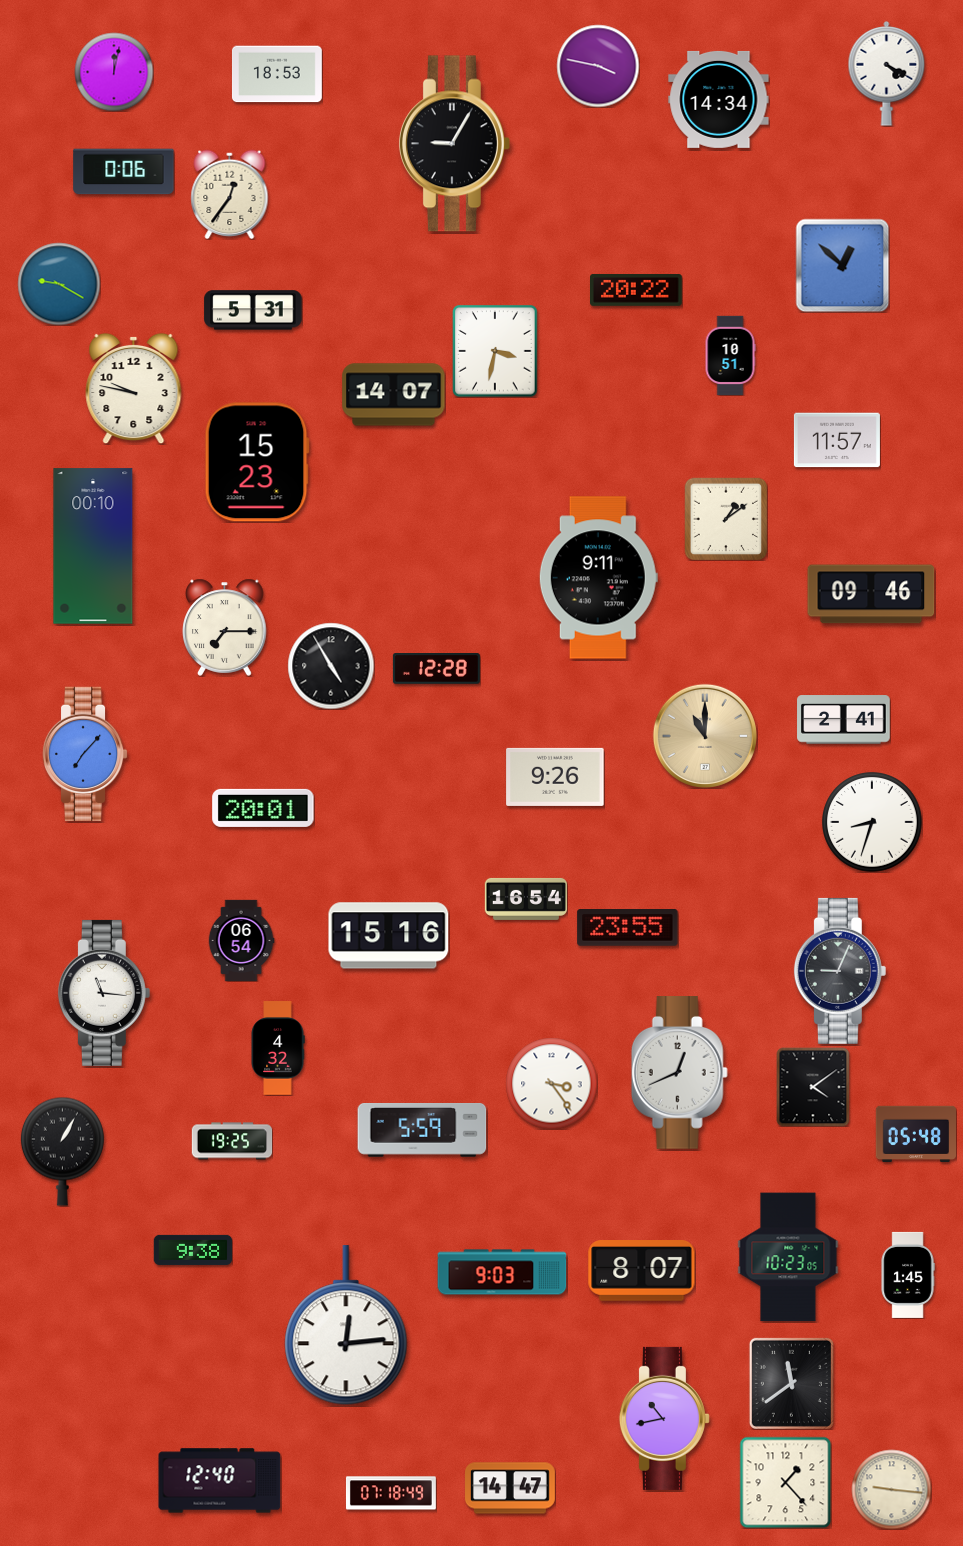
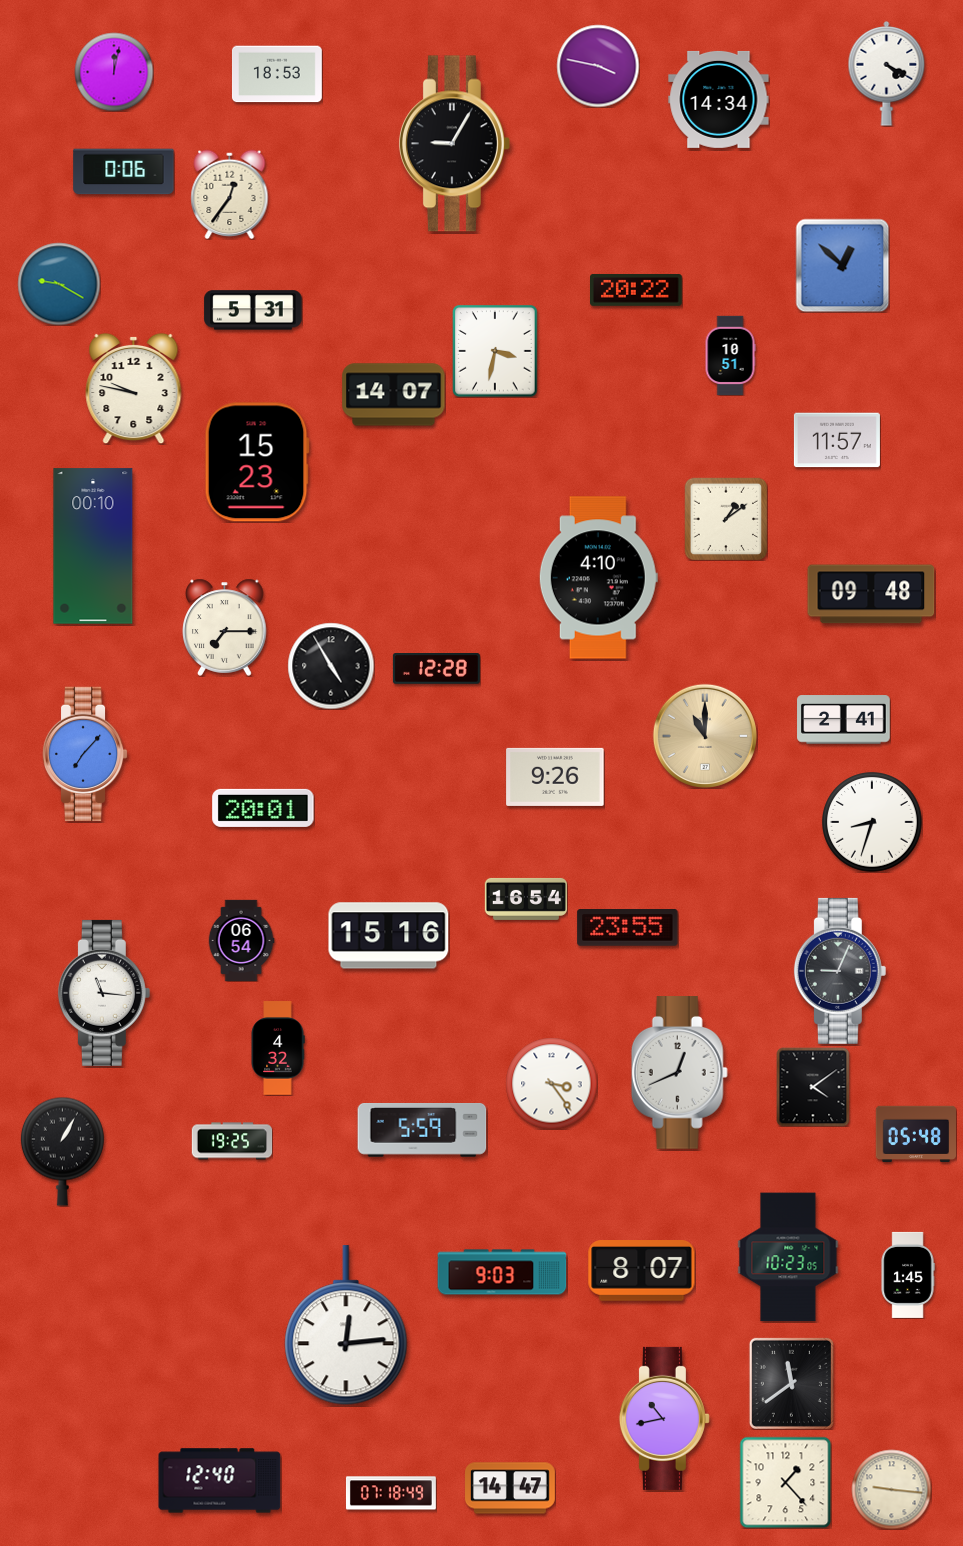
clock at (598, 578): 9:11 -> 4:10
clock at (871, 594): 09:46 -> 09:48
clock at (193, 1250): 9:38 -> none
